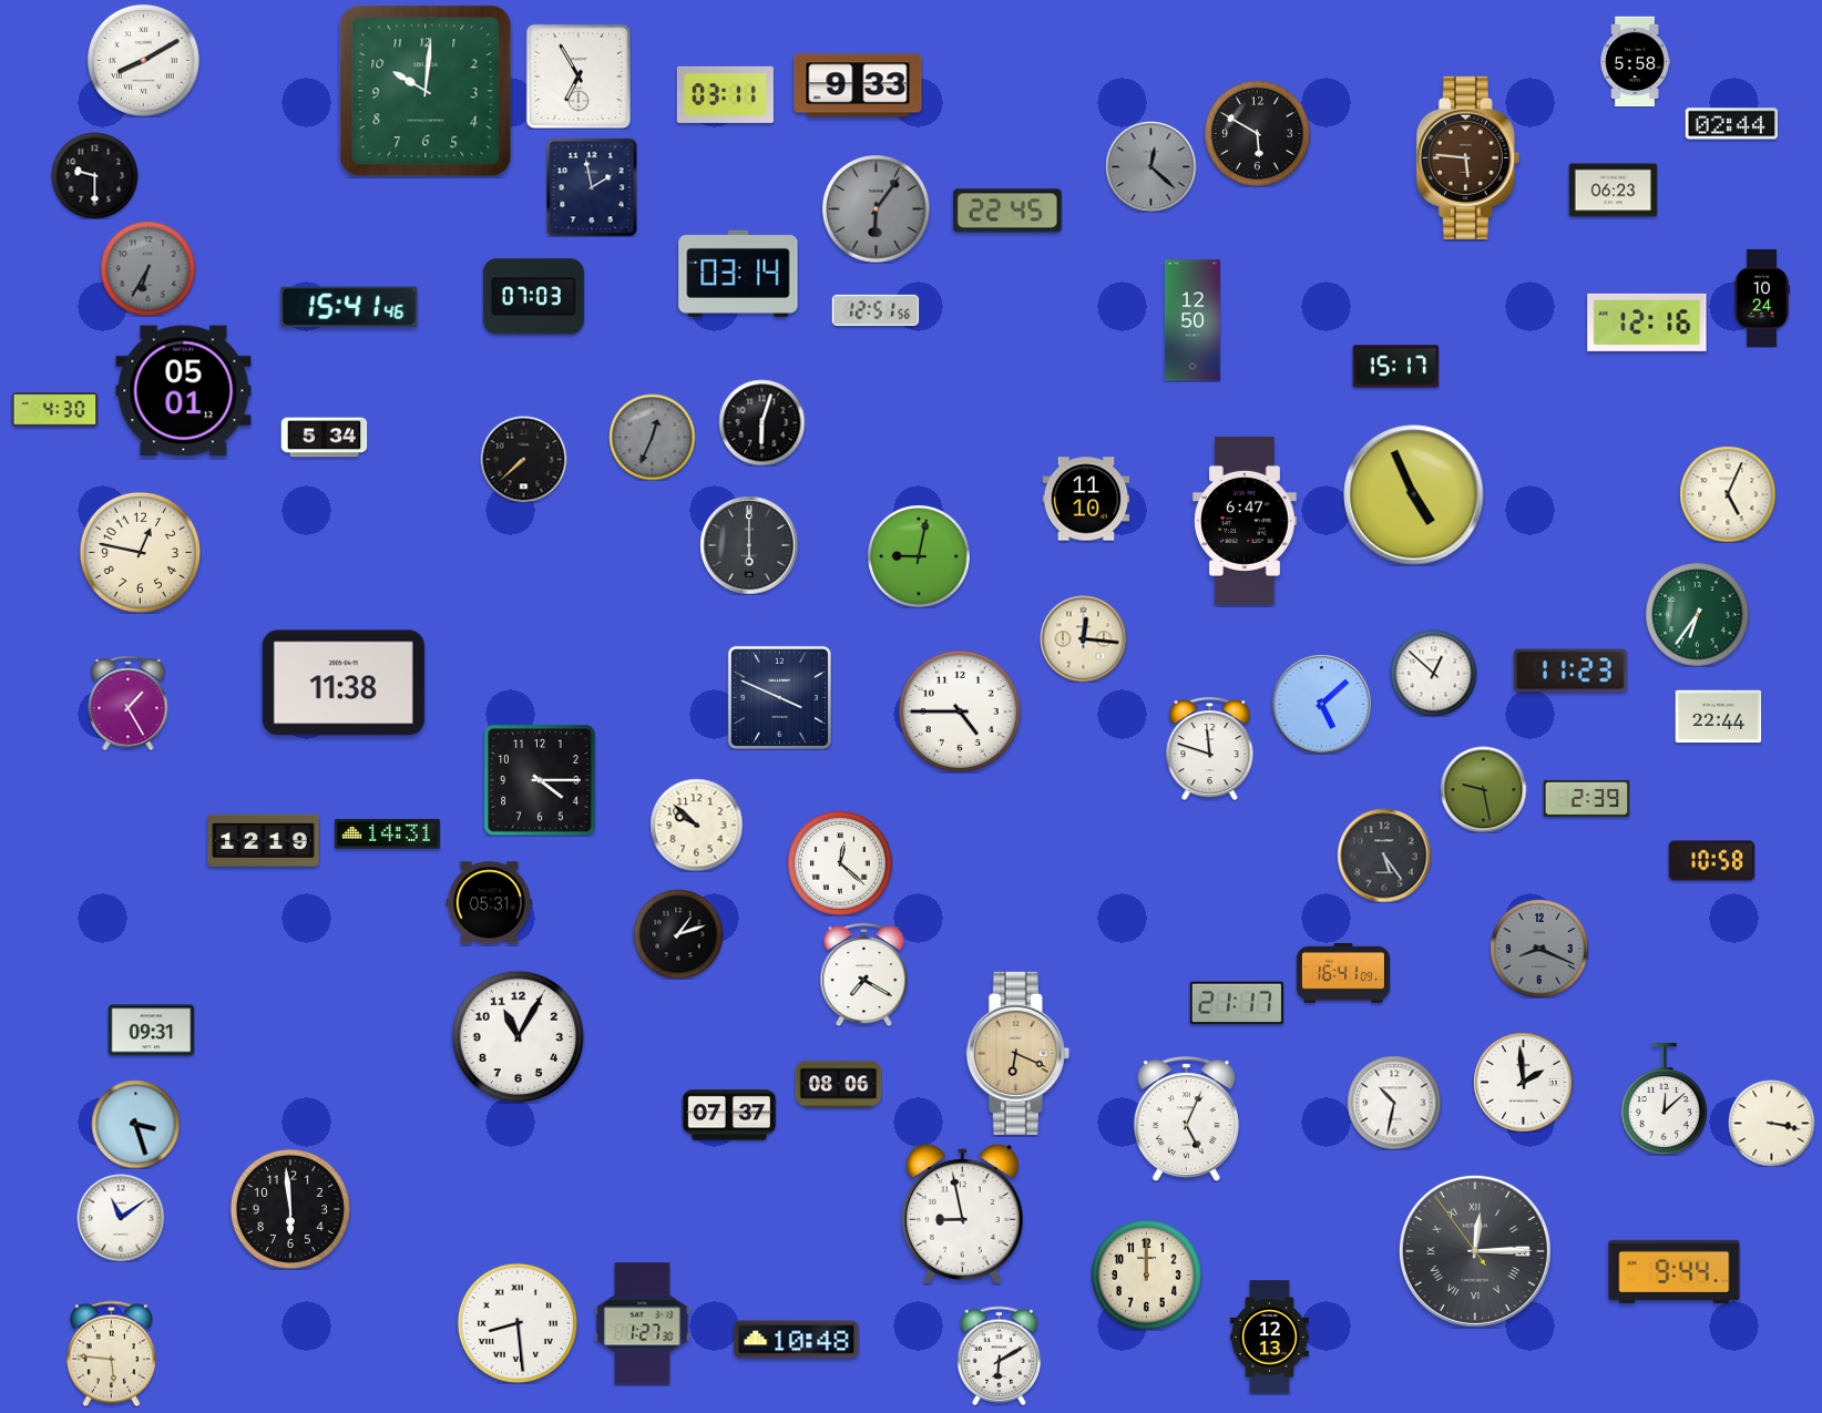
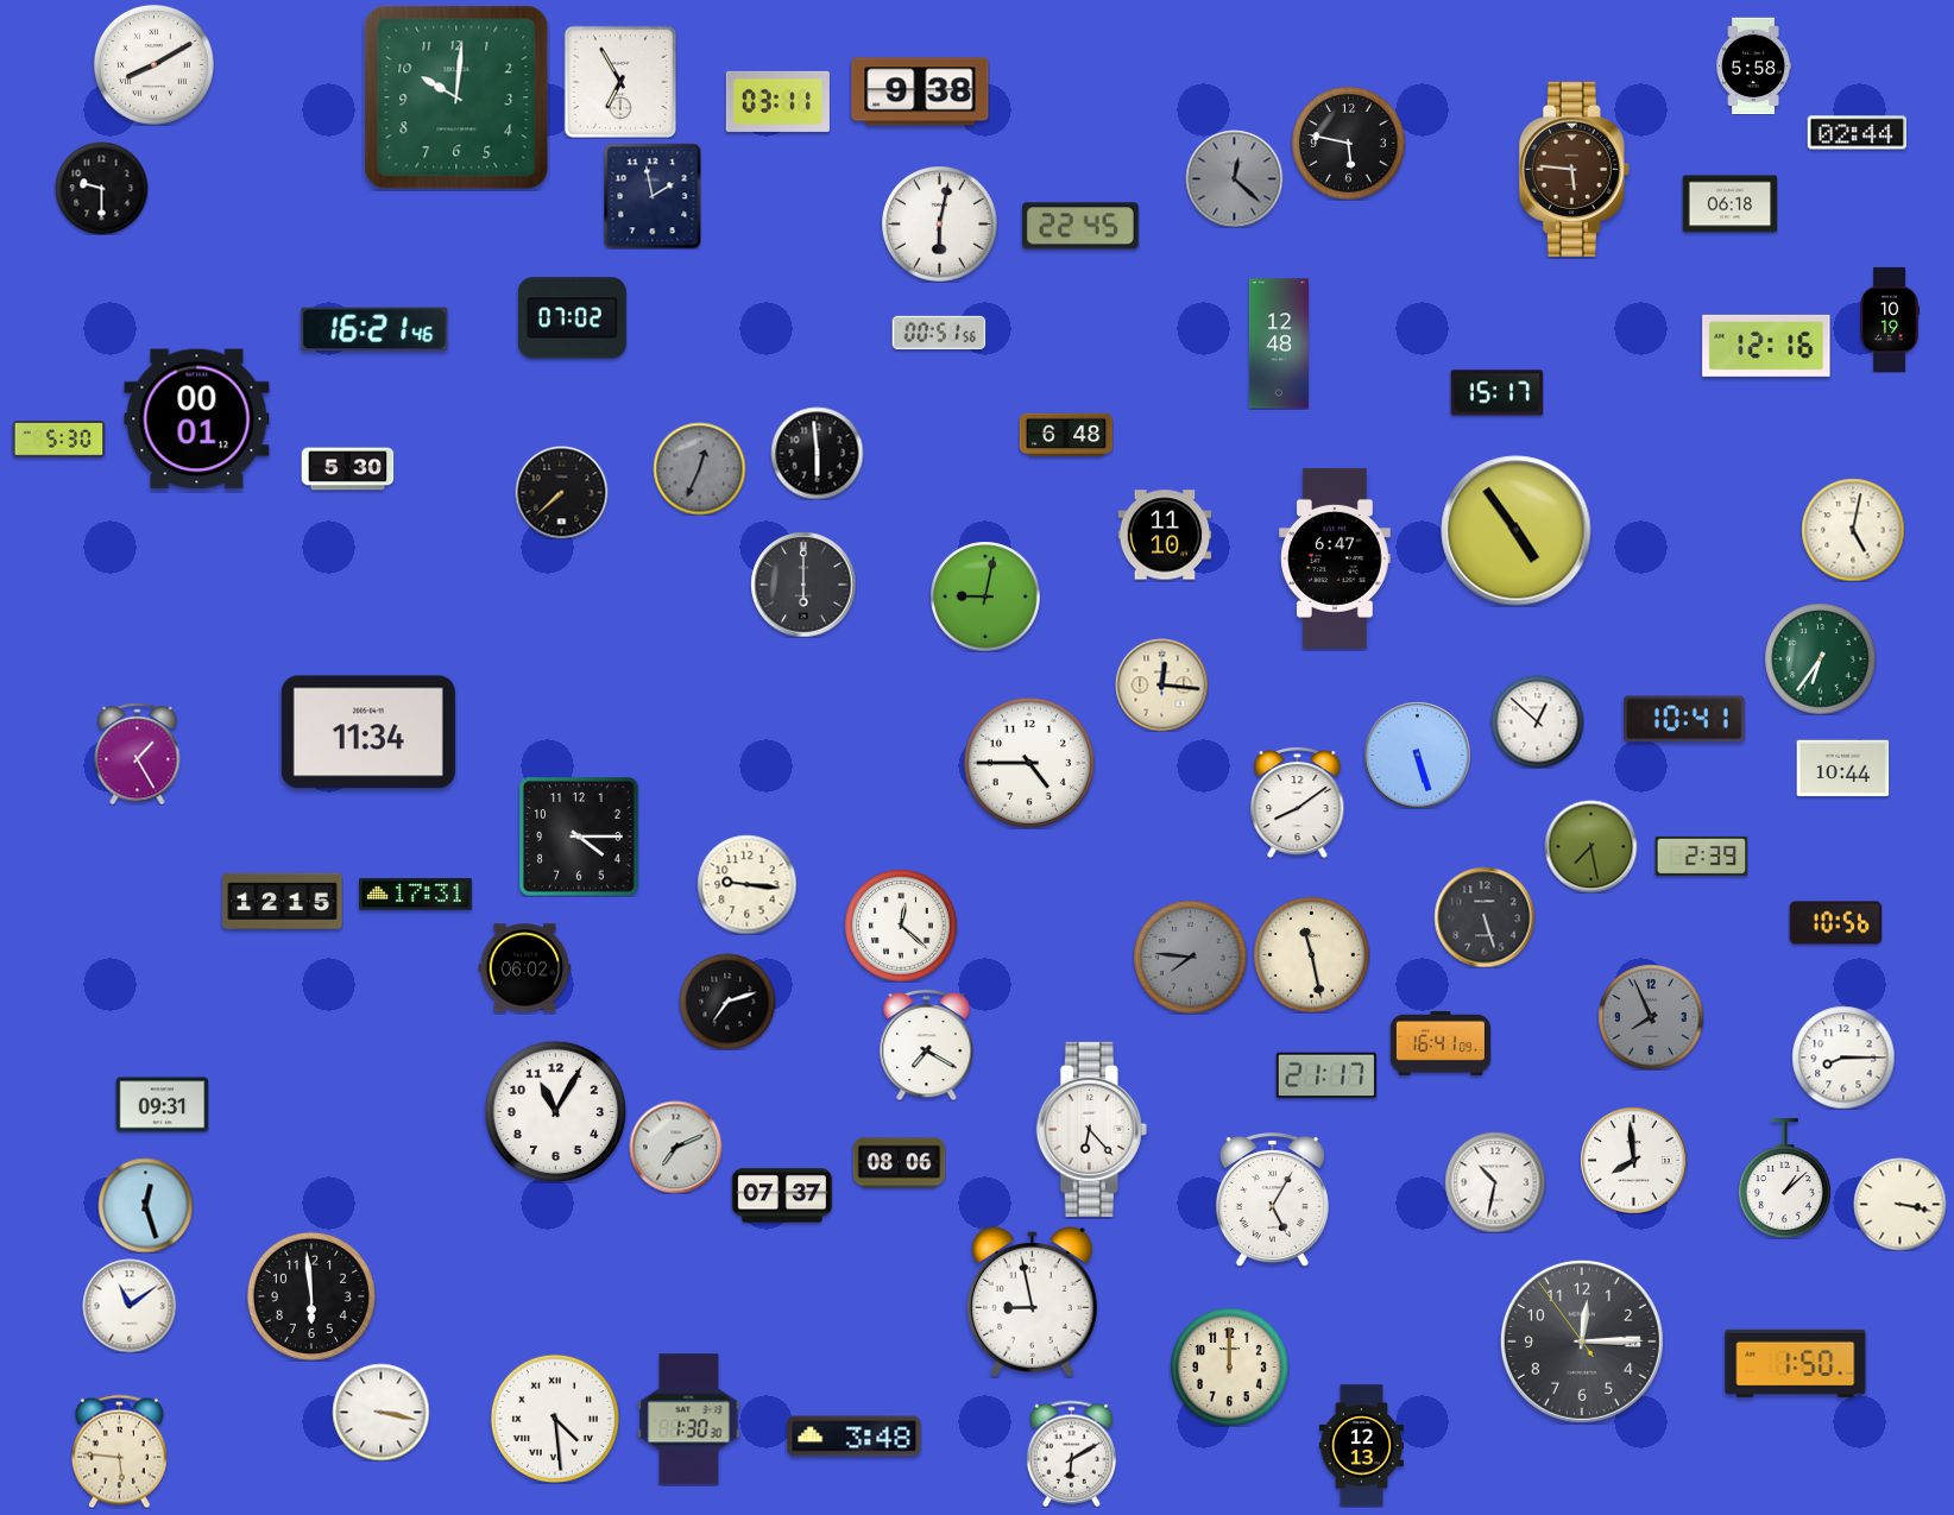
clock at (858, 85): 9:33 -> 9:38
clock at (1257, 133): 5:50 -> 5:47
clock at (592, 187) position: (592, 187) -> (653, 196)
clock at (1613, 191): 06:23 -> 06:18
clock at (877, 209): 6:06 -> 6:02
clock at (877, 209) dial: grey -> white
clock at (147, 268): 6:35 -> none
clock at (738, 274): 03:14 -> none
clock at (533, 297): 07:03 -> 07:02
clock at (1761, 298): 10:24 -> 10:19
clock at (349, 306): 15:41 -> 16:21
clock at (876, 310): 12:51 -> 00:51
clock at (1193, 320): 12:50 -> 12:48
clock at (184, 391): 05:01 -> 00:01
clock at (1066, 435): none -> 6:48
clock at (54, 410): 4:30 -> 5:30
clock at (761, 422): 6:03 -> 5:59
clock at (324, 438): 5:34 -> 5:30
clock at (1728, 494): 5:04 -> 5:02
clock at (1414, 495): 4:56 -> 4:54
clock at (140, 552): 12:47 -> none
clock at (1570, 670): 11:23 -> 10:41
clock at (344, 683): 11:38 -> 11:34
clock at (779, 697): 3:49 -> none
clock at (1321, 704): 5:08 -> 5:27
clock at (1718, 717): 22:44 -> 10:44
clock at (1210, 748): 11:48 -> 8:09
clock at (1483, 789): 9:28 -> 7:28
clock at (696, 825): 9:52 -> 9:16
clock at (388, 835): 14:31 -> 17:31
clock at (264, 840): 12:19 -> 12:15
clock at (1384, 856): 5:24 -> 5:27
clock at (1711, 861): 10:58 -> 10:56
clock at (1312, 955): none -> 11:28
clock at (1190, 957): none -> 7:46
clock at (489, 903): 05:31 -> 06:02
clock at (678, 934): 1:12 -> 7:12
clock at (1539, 949): 8:19 -> 7:56
clock at (1843, 1058): none -> 8:15
clock at (1017, 1053): 6:19 -> 6:23
clock at (1017, 1053) dial: champagne -> white
clock at (675, 1147): none -> 7:11
clock at (1523, 1082): 1:59 -> 7:59
clock at (1664, 1099): 12:08 -> 1:08
clock at (1186, 1119): 5:04 -> 5:05
clock at (135, 1124): 3:27 -> 12:27
clock at (1475, 1251) numerals: Roman -> Arabic
clock at (1675, 1271): 9:44 -> 1:50
clock at (380, 1412): none -> 3:17
clock at (518, 1323): 8:29 -> 4:29
clock at (643, 1324): 1:27 -> 1:30
clock at (1269, 1338) position: (1269, 1338) -> (1361, 1446)
clock at (797, 1340): 10:48 -> 3:48
